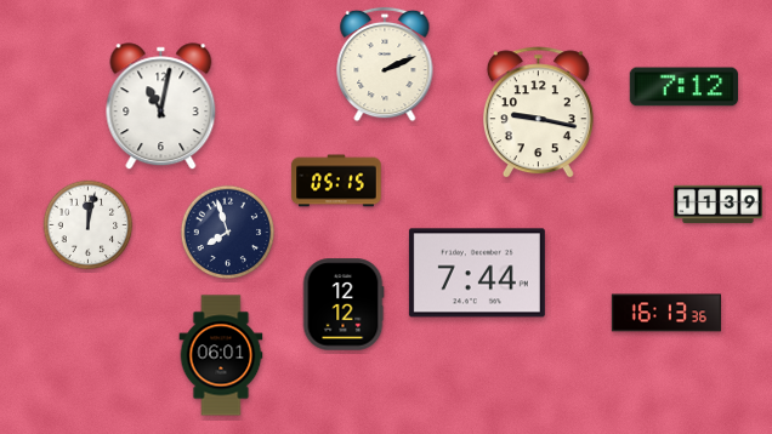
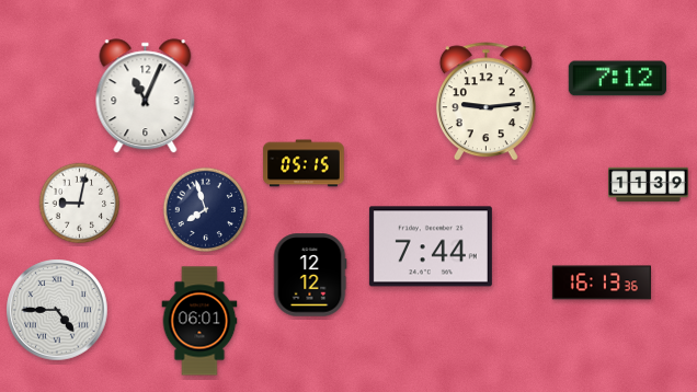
clock at (385, 64): 2:11 -> none
clock at (161, 107): 11:02 -> 11:04
clock at (538, 113): 9:17 -> 9:14
clock at (89, 225): 12:02 -> 9:02
clock at (57, 310): none -> 4:45
